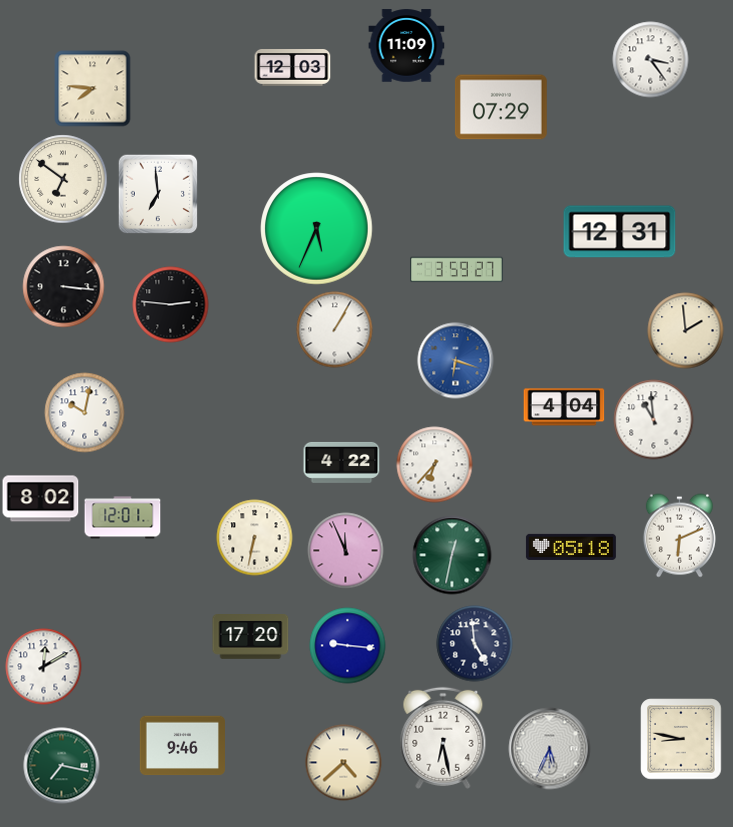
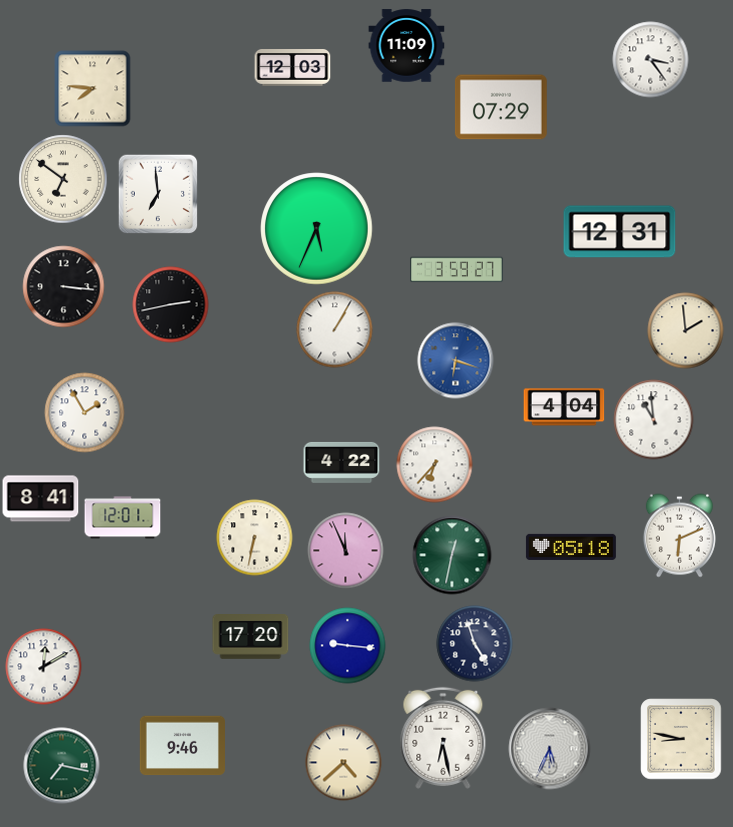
clock at (171, 305): 2:46 -> 2:43
clock at (85, 413): 10:02 -> 1:55
clock at (41, 499): 8:02 -> 8:41
clock at (475, 644): 4:59 -> 4:57
